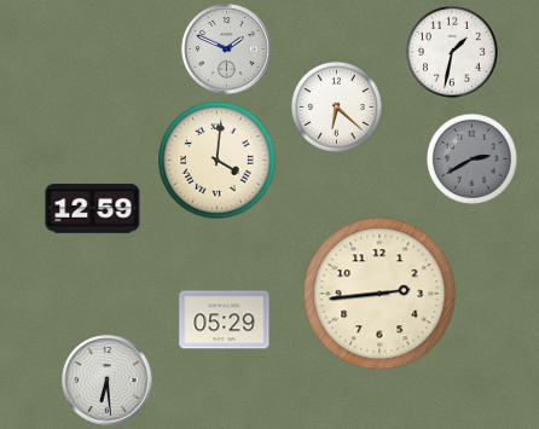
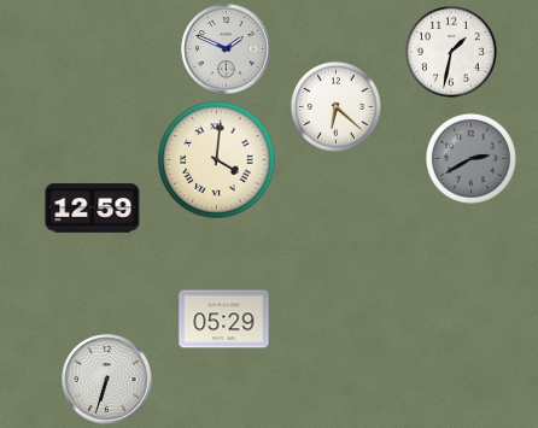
clock at (379, 294): 2:44 -> none
clock at (108, 381): 6:29 -> 6:33
